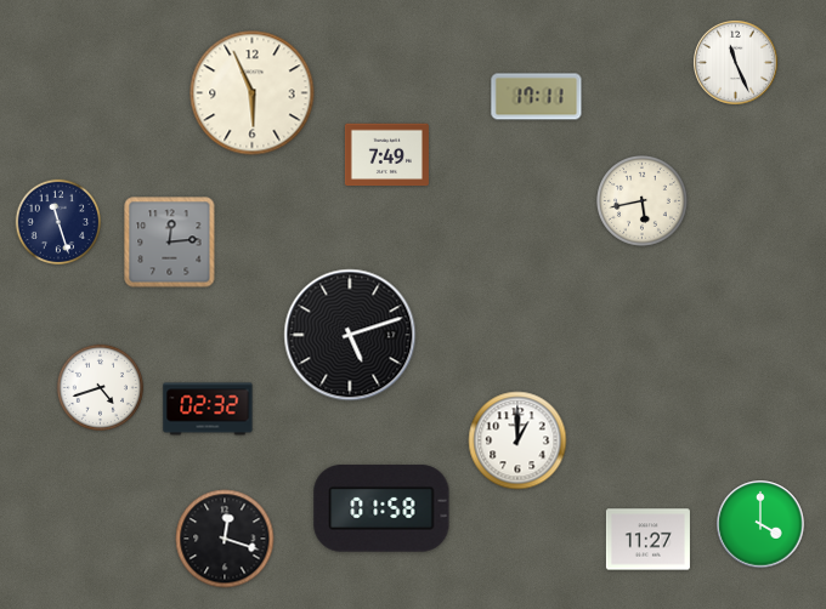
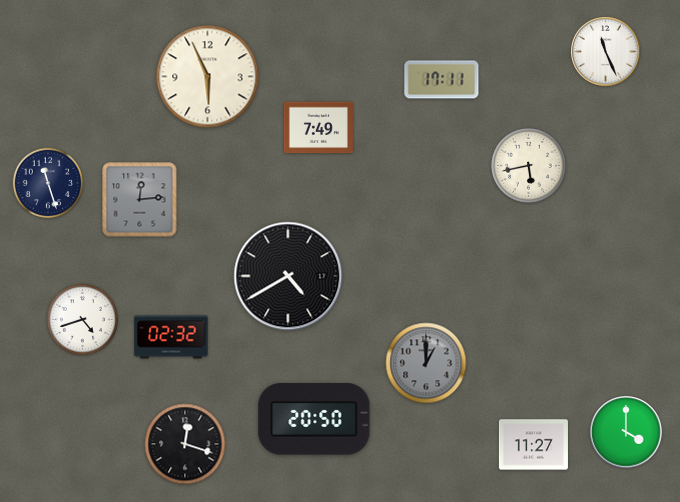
clock at (350, 335): 5:12 -> 4:40
clock at (517, 440) dial: white -> grey
clock at (381, 508): 01:58 -> 20:50
